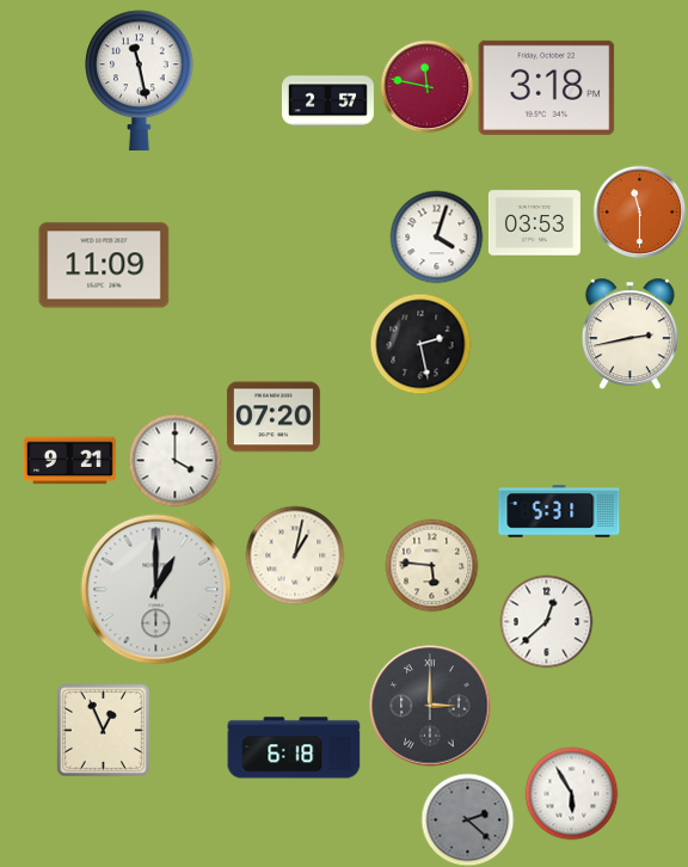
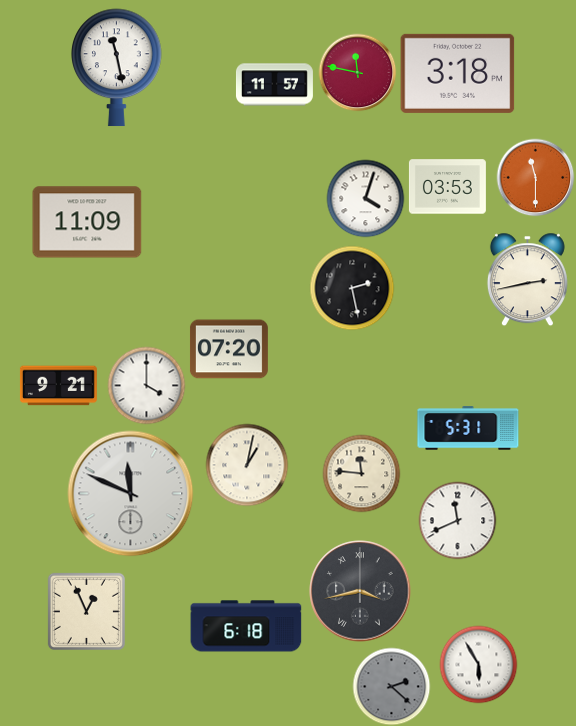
clock at (327, 102): 2:57 -> 11:57
clock at (431, 565): 5:46 -> 11:46
clock at (156, 590): 1:00 -> 11:49
clock at (546, 621): 12:38 -> 11:41
clock at (430, 706): 3:00 -> 3:43
